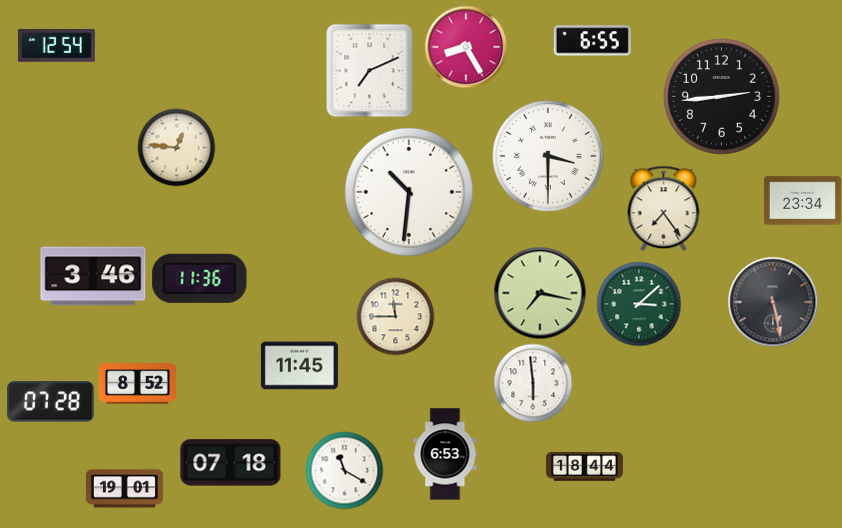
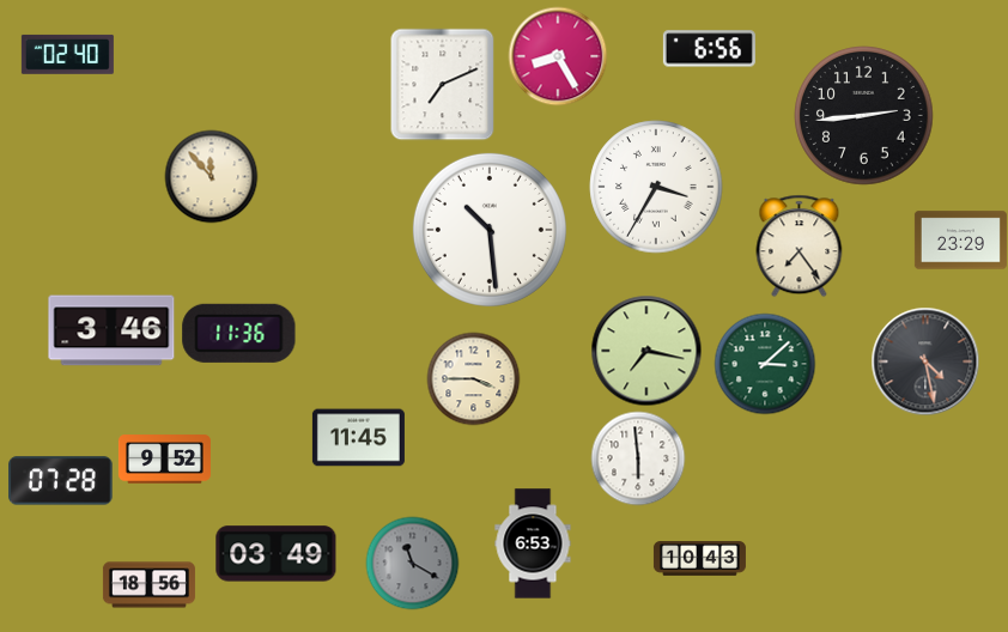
clock at (592, 41): 6:55 -> 6:56
clock at (56, 45): 12:54 -> 02:40
clock at (176, 147): 12:46 -> 11:53
clock at (548, 156): 3:30 -> 3:35
clock at (409, 192): 10:31 -> 10:29
clock at (802, 201): 23:34 -> 23:29
clock at (664, 208) position: (664, 208) -> (800, 245)
clock at (773, 302): 5:28 -> 4:28
clock at (395, 316): 11:45 -> 3:45
clock at (137, 384): 8:52 -> 9:52
clock at (231, 463): 07:18 -> 03:49
clock at (584, 467): 18:44 -> 10:43
clock at (344, 470) dial: white -> grey
clock at (124, 489): 19:01 -> 18:56
